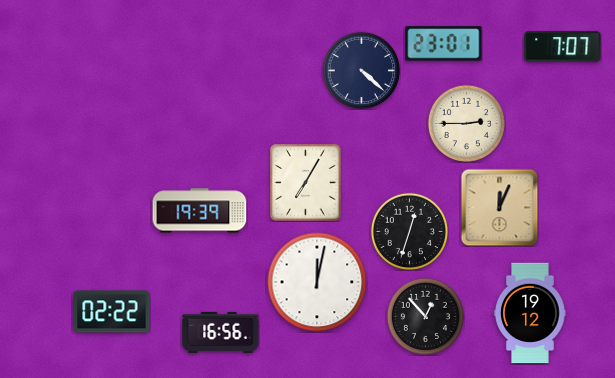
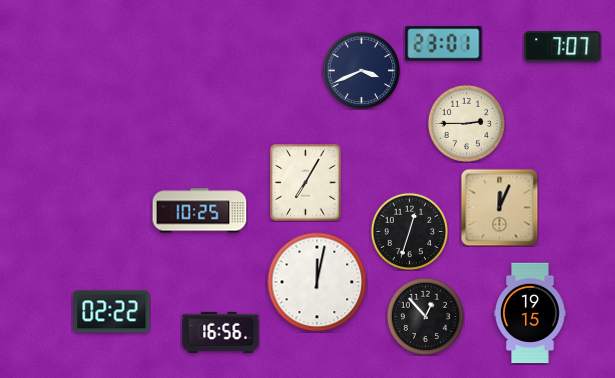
clock at (361, 70): 4:22 -> 3:41
clock at (200, 211): 19:39 -> 10:25
clock at (530, 313): 19:12 -> 19:15
